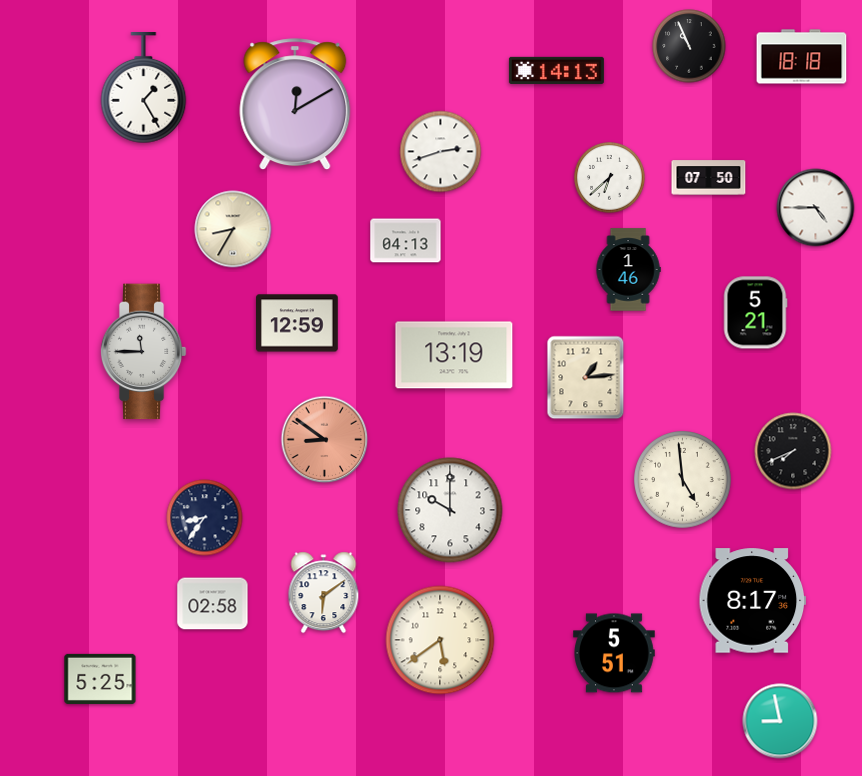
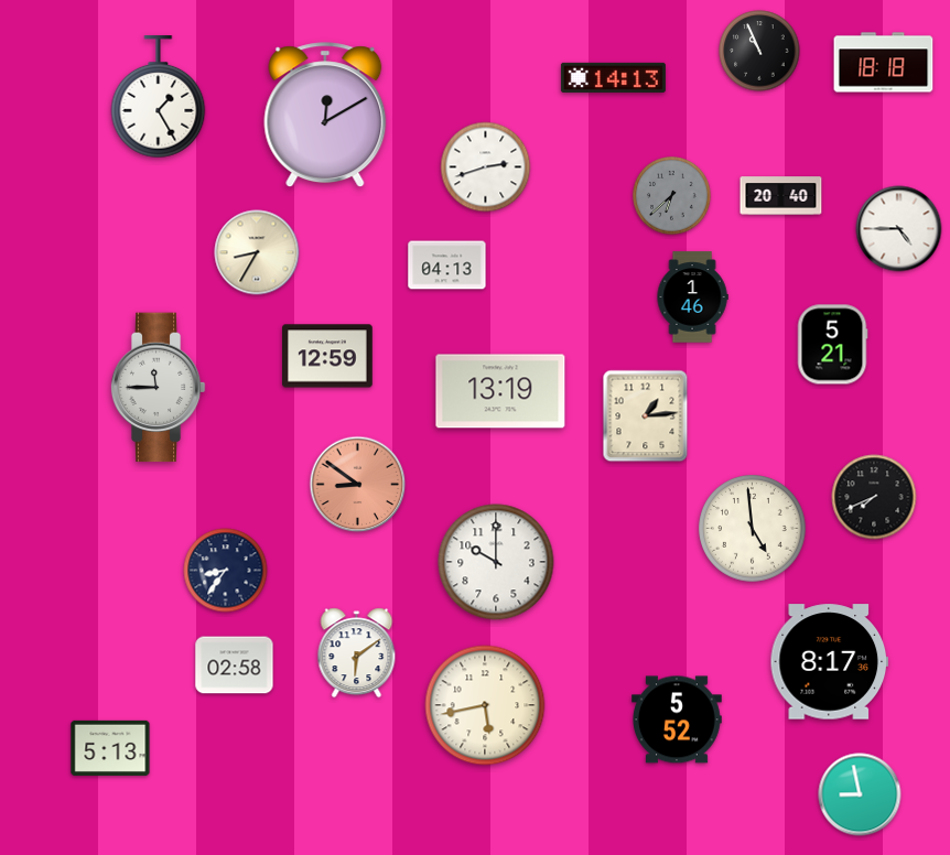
clock at (610, 178) dial: white -> grey
clock at (709, 178): 07:50 -> 20:40
clock at (440, 640): 5:39 -> 5:43
clock at (614, 653): 5:51 -> 5:52
clock at (100, 679): 5:25 -> 5:13
